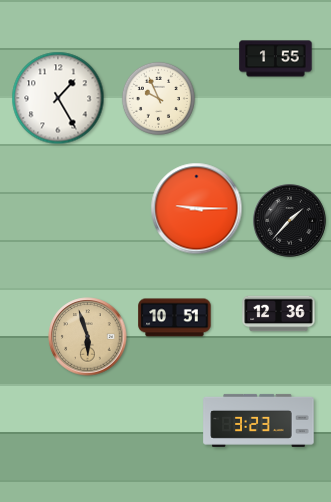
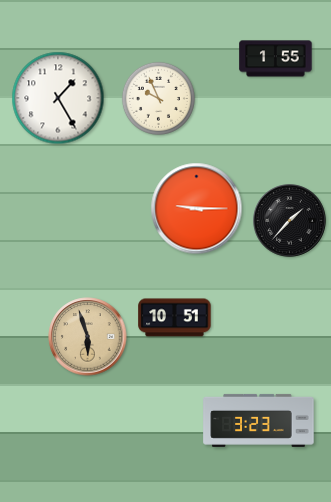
clock at (279, 314): 12:36 -> none
